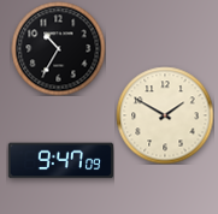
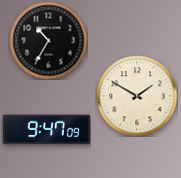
clock at (60, 161) position: (60, 161) -> (46, 130)
